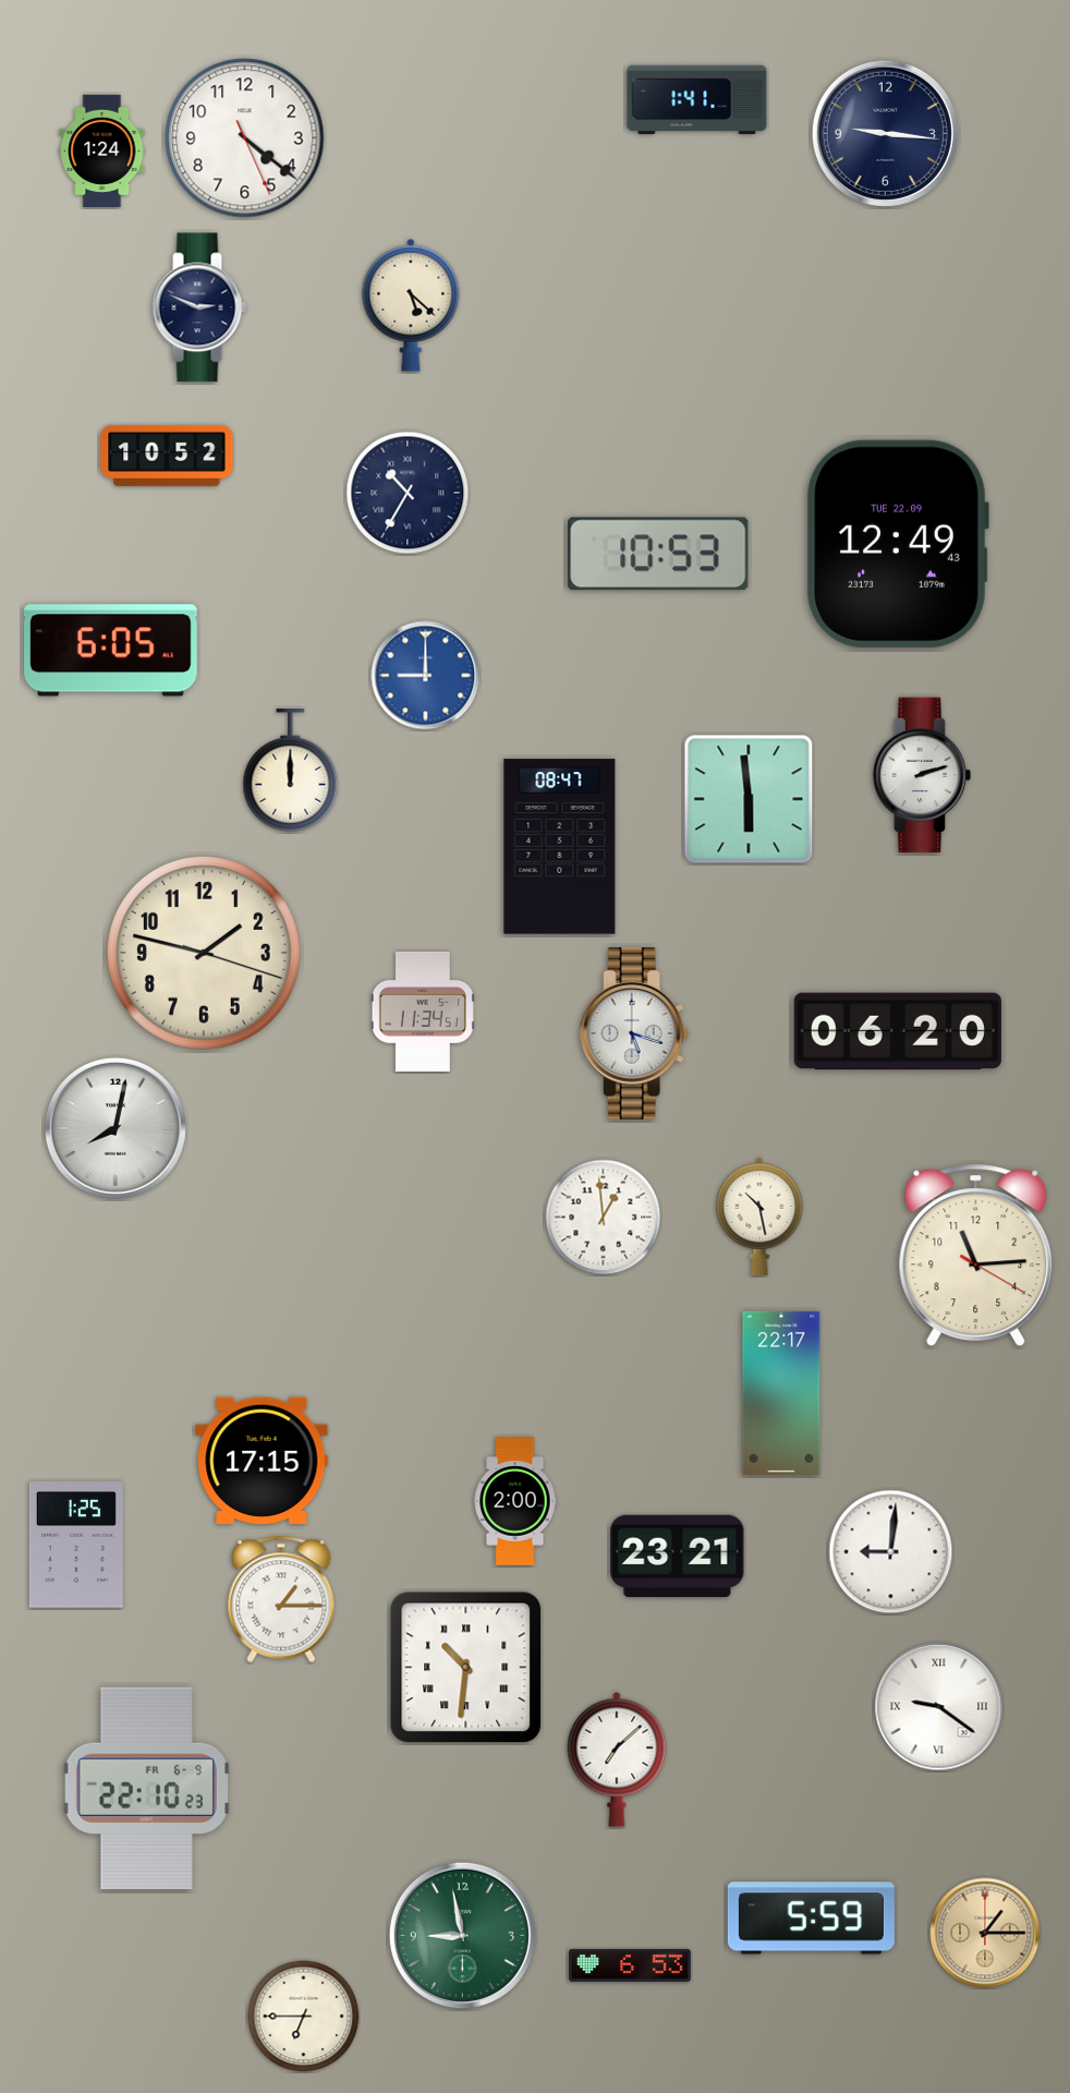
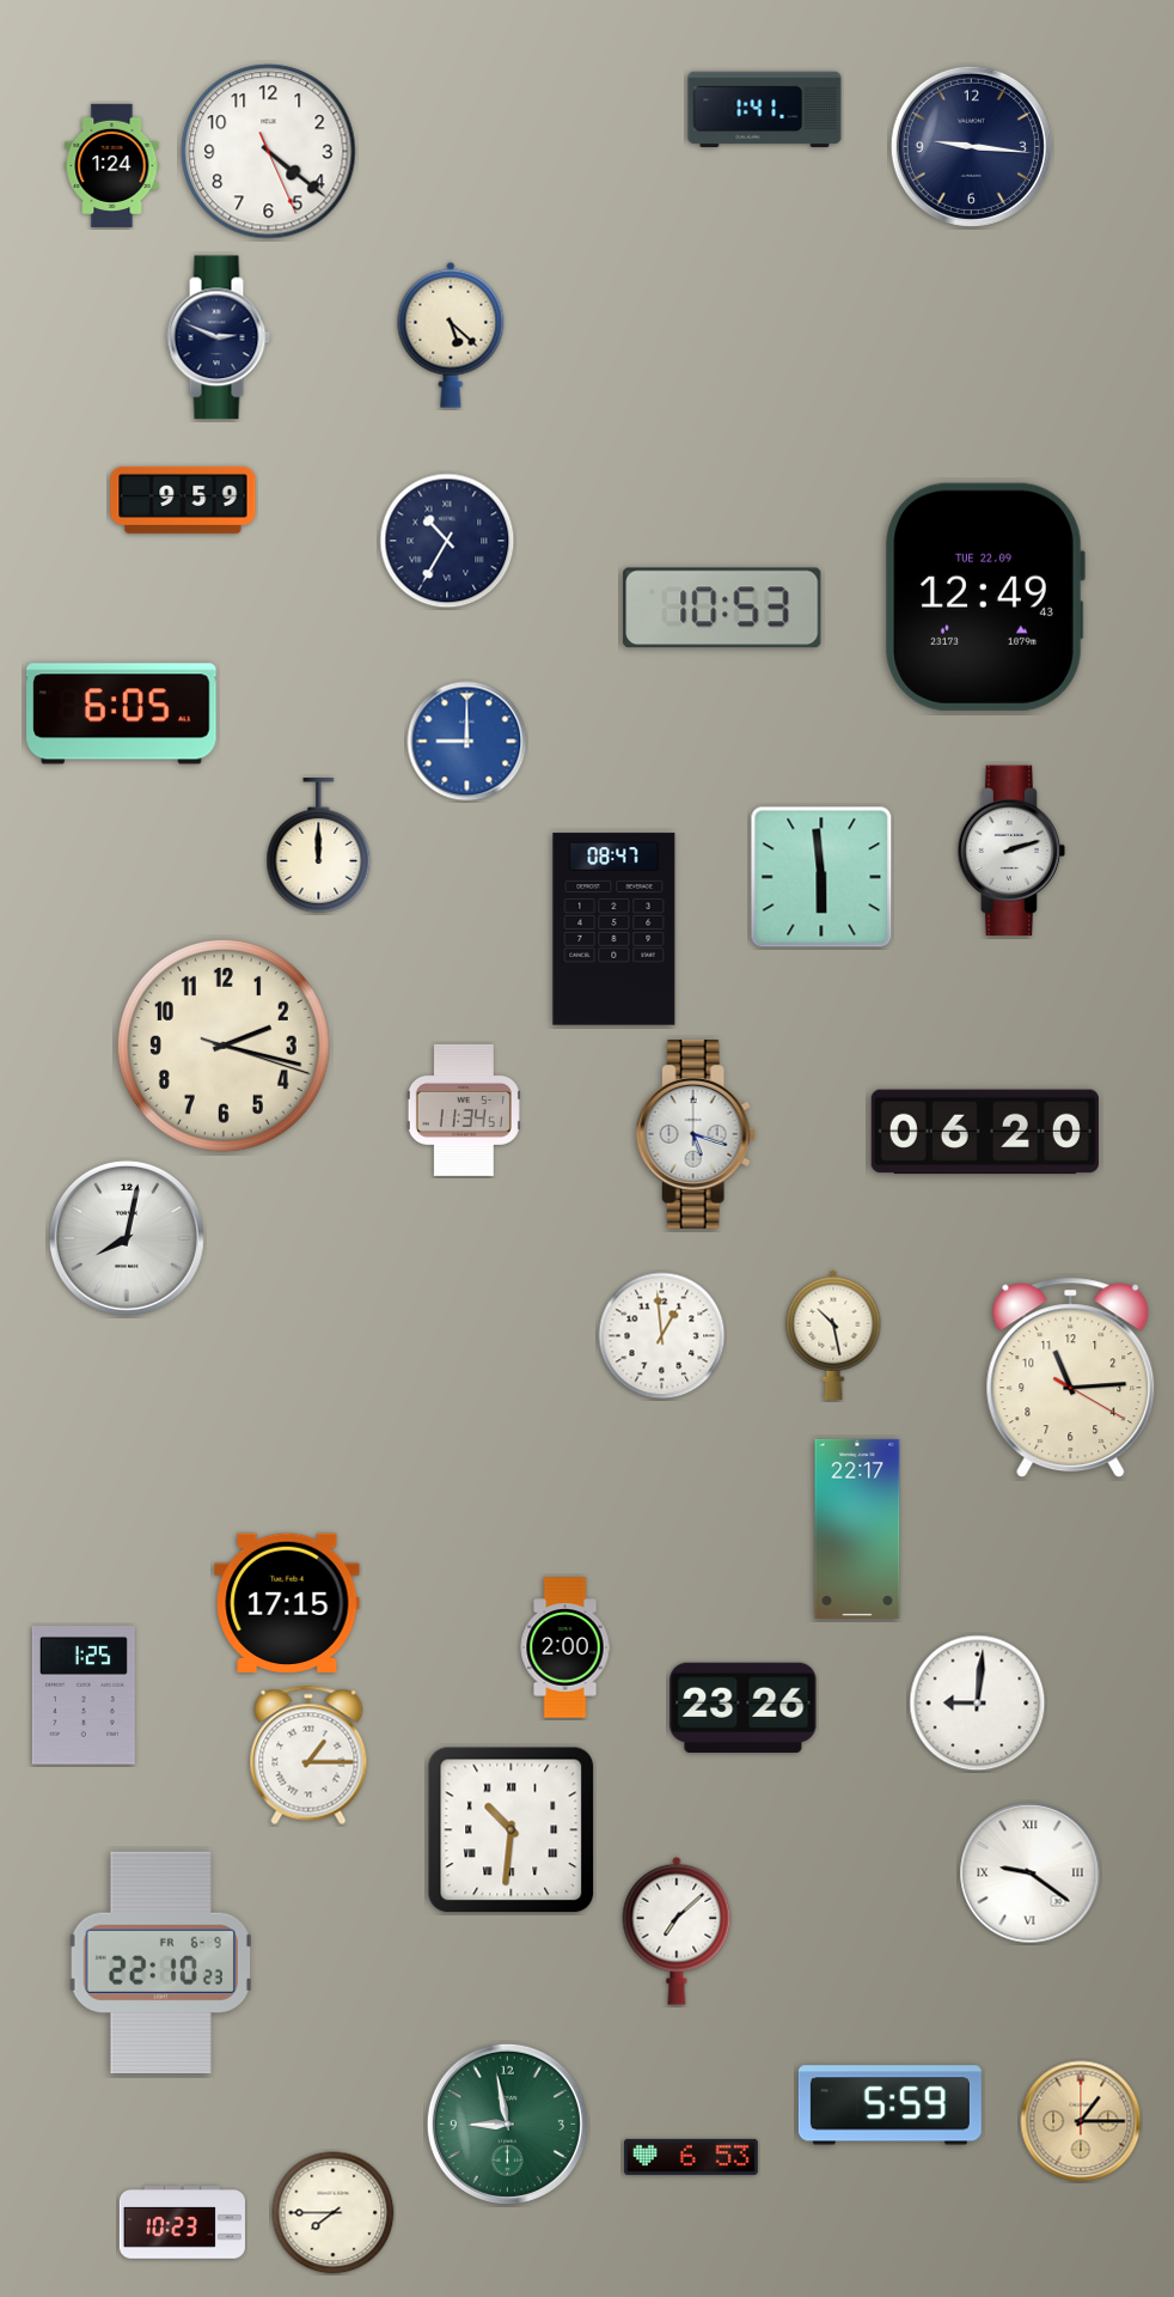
clock at (167, 456): 10:52 -> 9:59
clock at (204, 953): 1:47 -> 2:17
clock at (678, 1556): 23:21 -> 23:26
clock at (304, 2017): 6:45 -> 7:45
clock at (182, 2223): none -> 10:23
